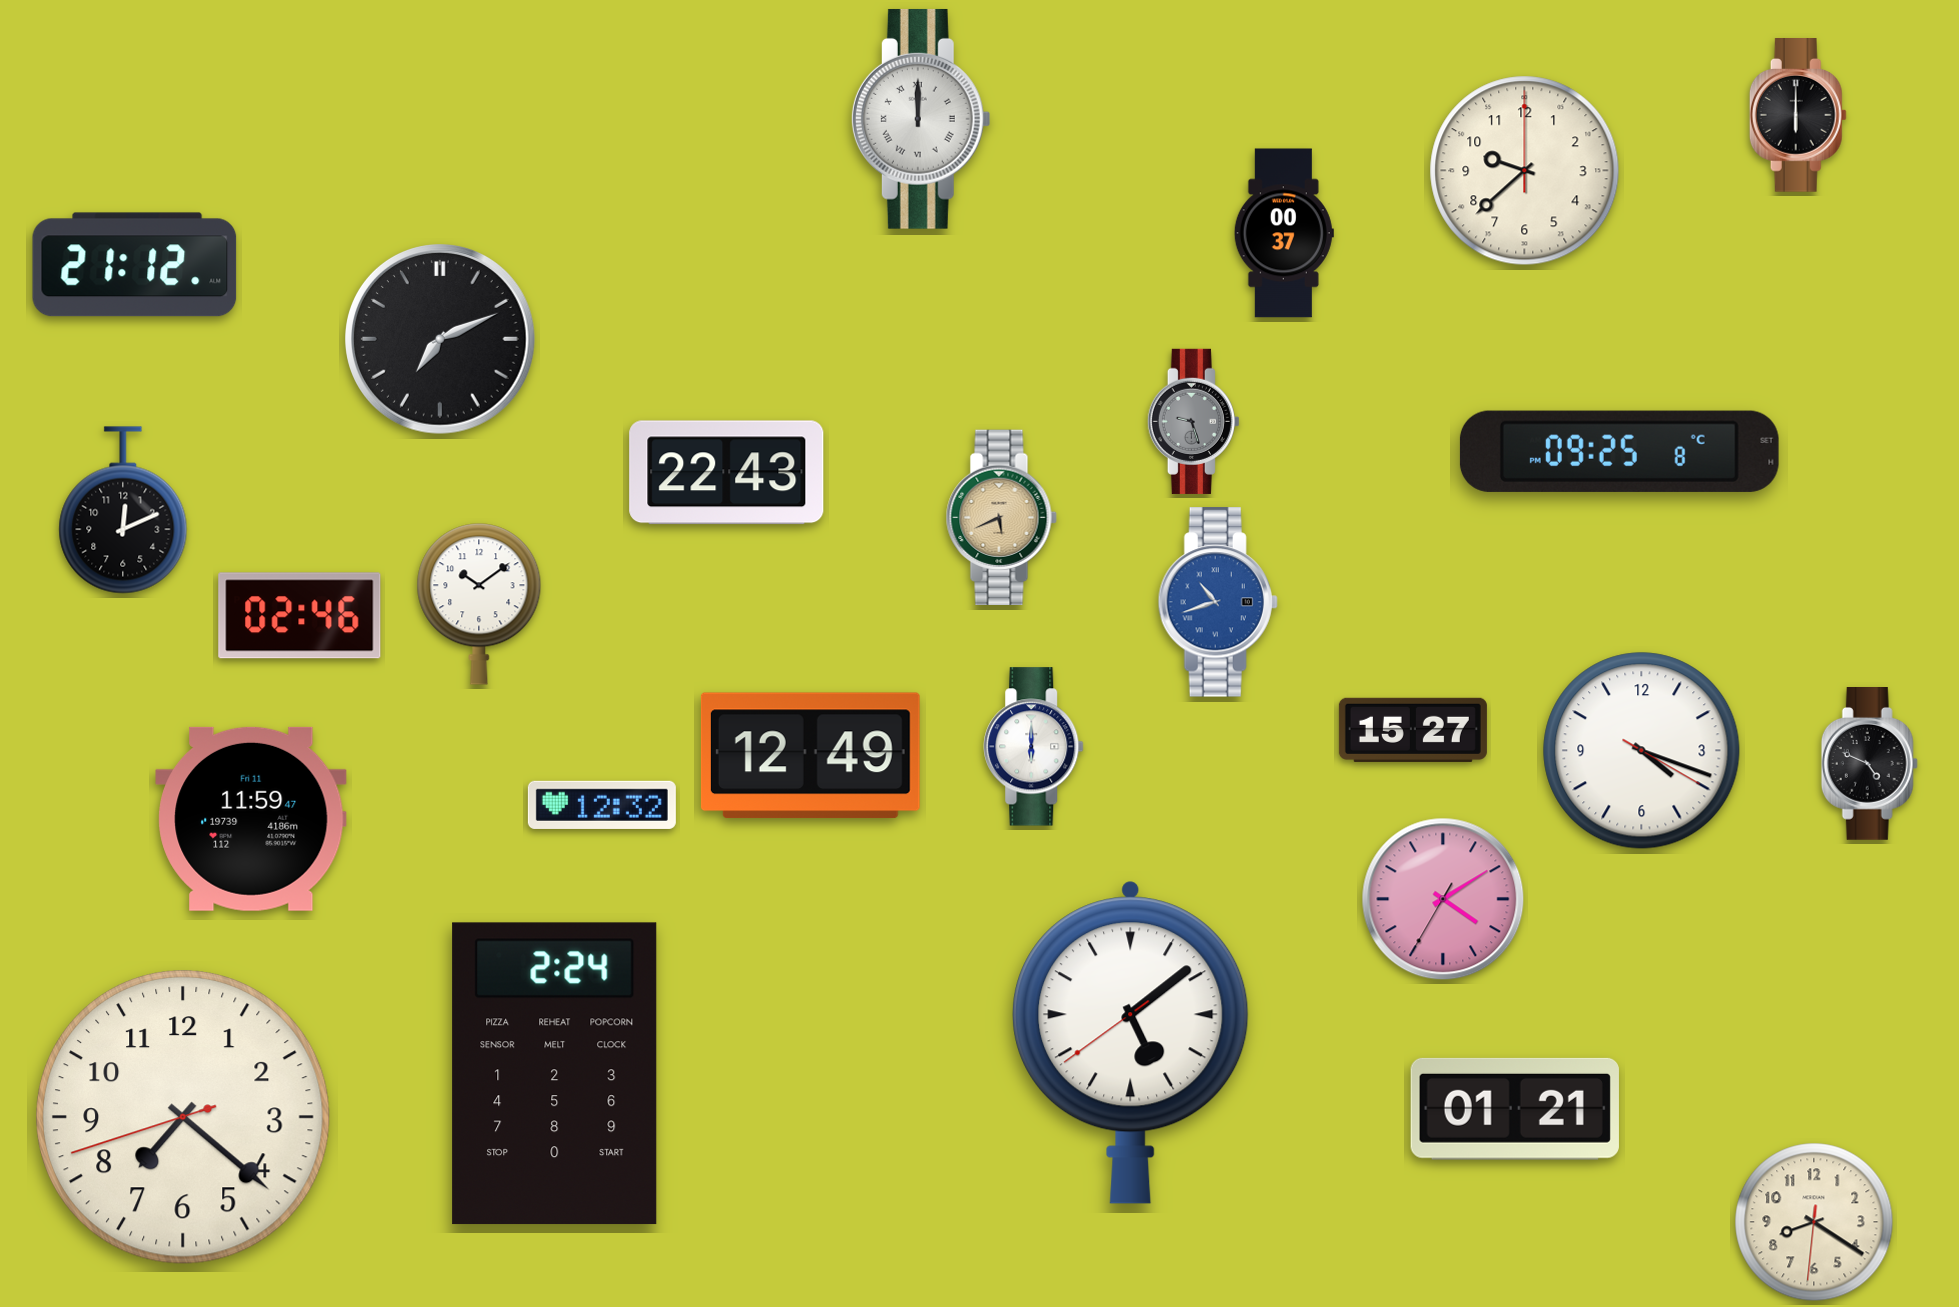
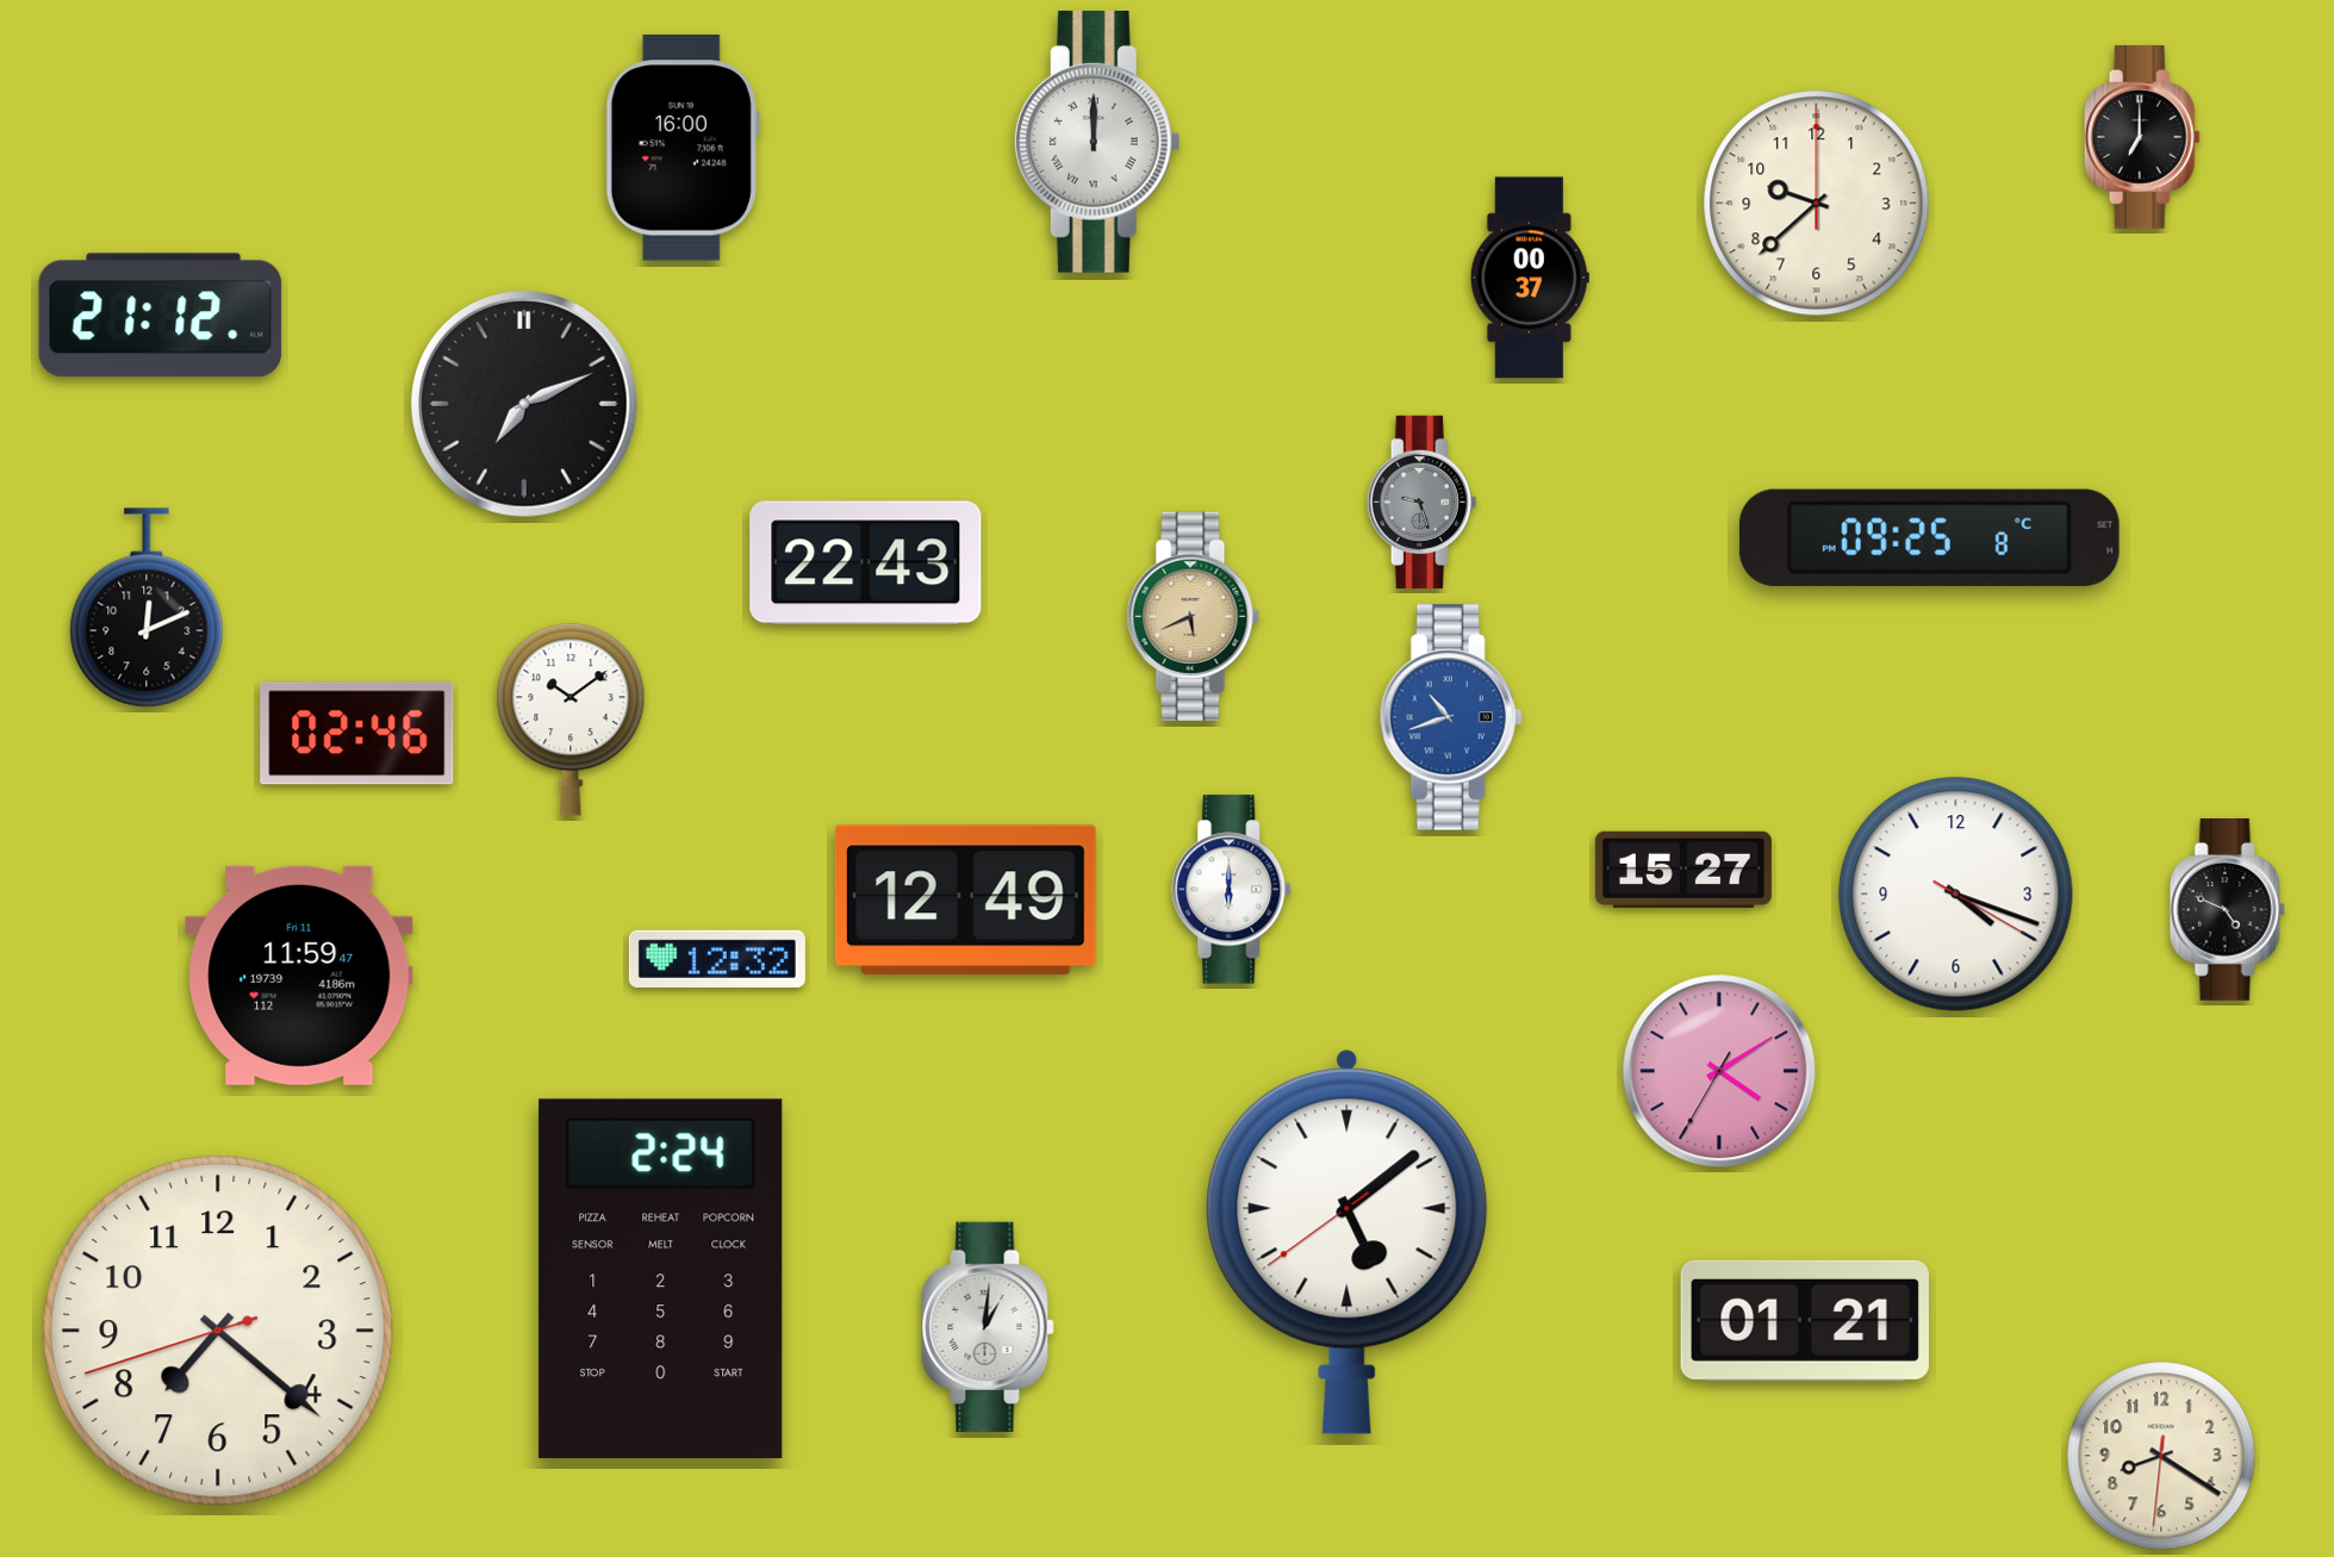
clock at (1798, 115): 6:00 -> 7:00
clock at (683, 148): none -> 16:00
clock at (988, 1327): none -> 1:01
